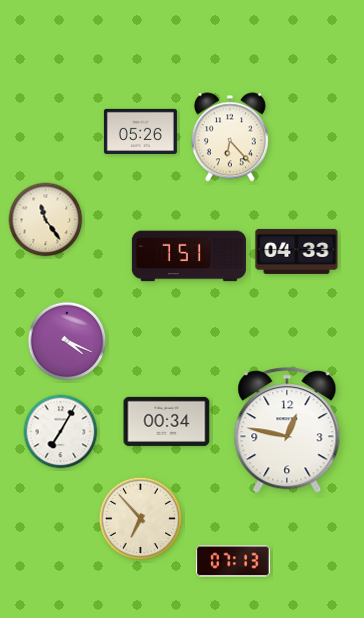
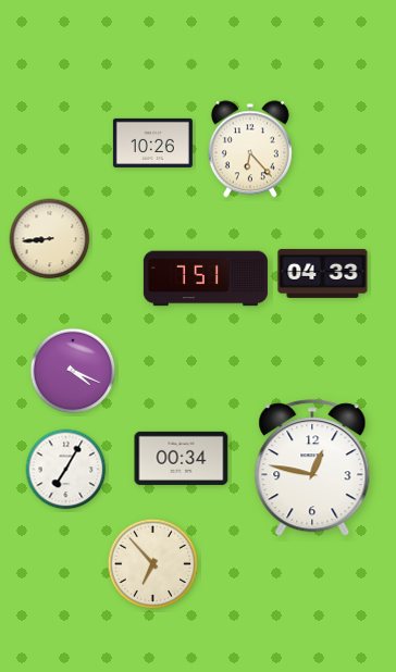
clock at (140, 131): 05:26 -> 10:26
clock at (46, 220): 11:24 -> 8:44
clock at (233, 561): 07:13 -> none
